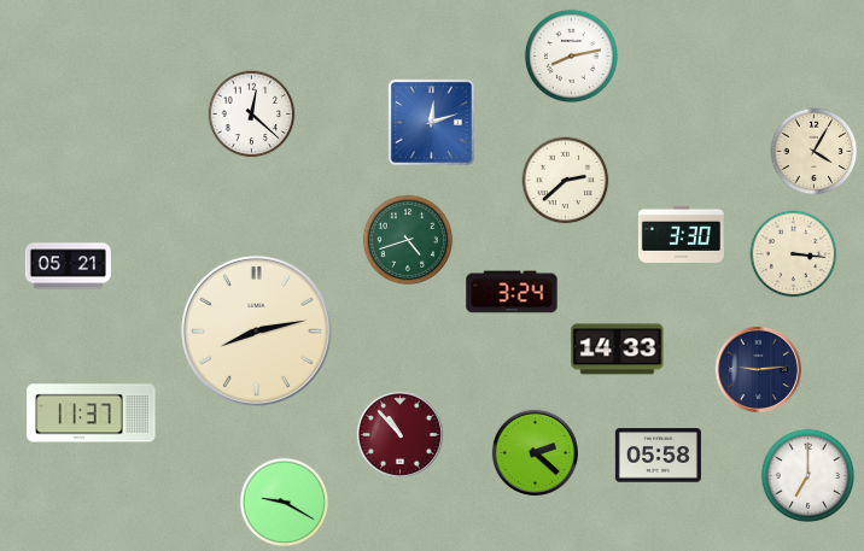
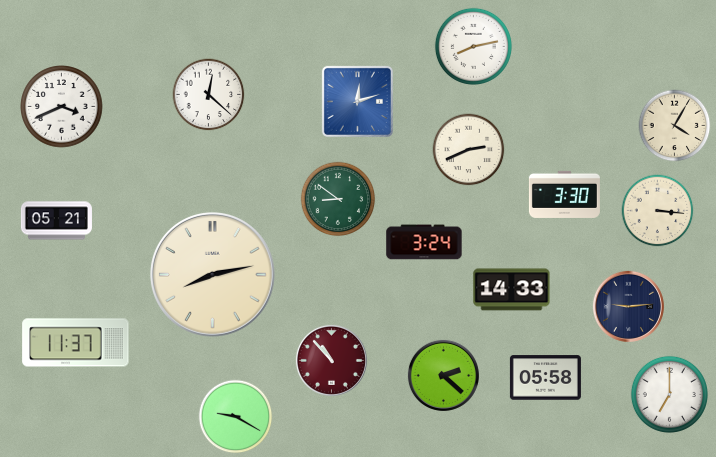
clock at (62, 107): none -> 3:41
clock at (566, 181): 2:38 -> 2:41
clock at (408, 240): 4:42 -> 8:51
